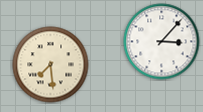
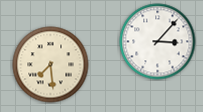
clock at (162, 42) position: (162, 42) -> (158, 42)
